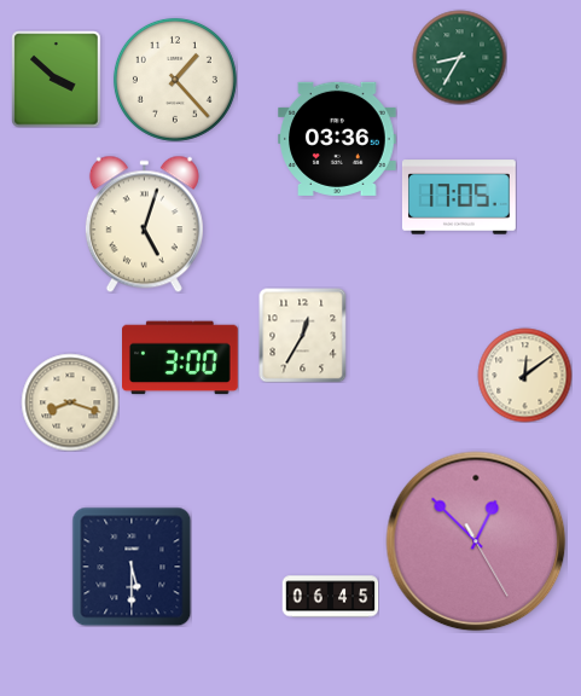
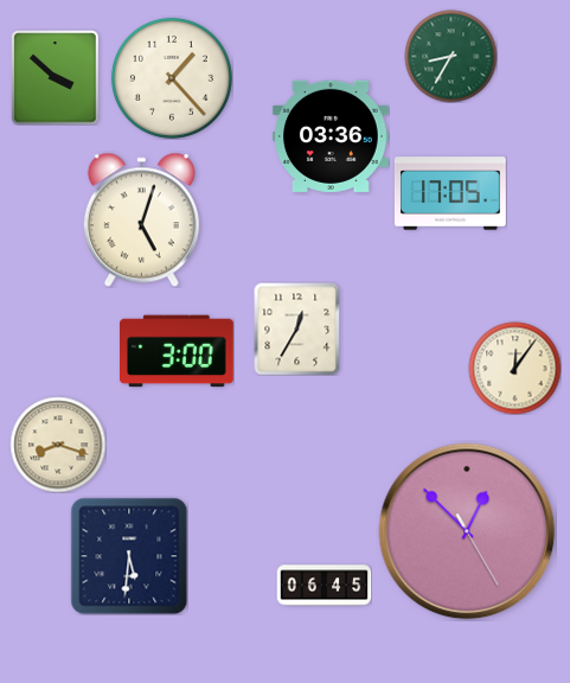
clock at (524, 375): 12:09 -> 12:06
clock at (70, 402) position: (70, 402) -> (58, 445)
clock at (132, 567): 5:30 -> 5:31
